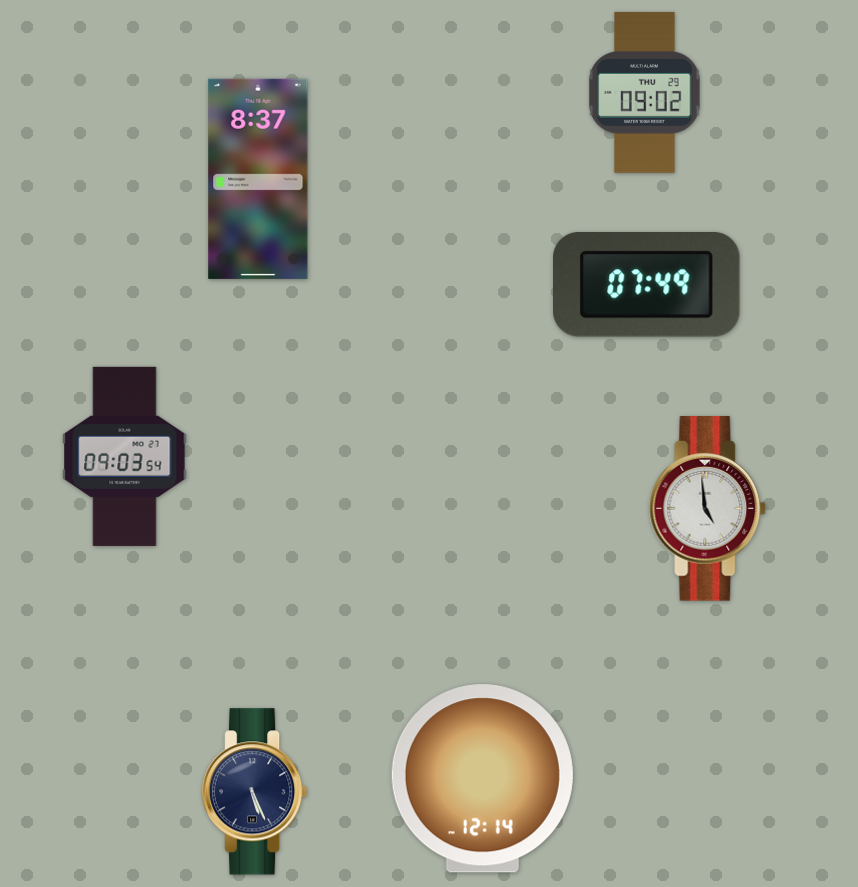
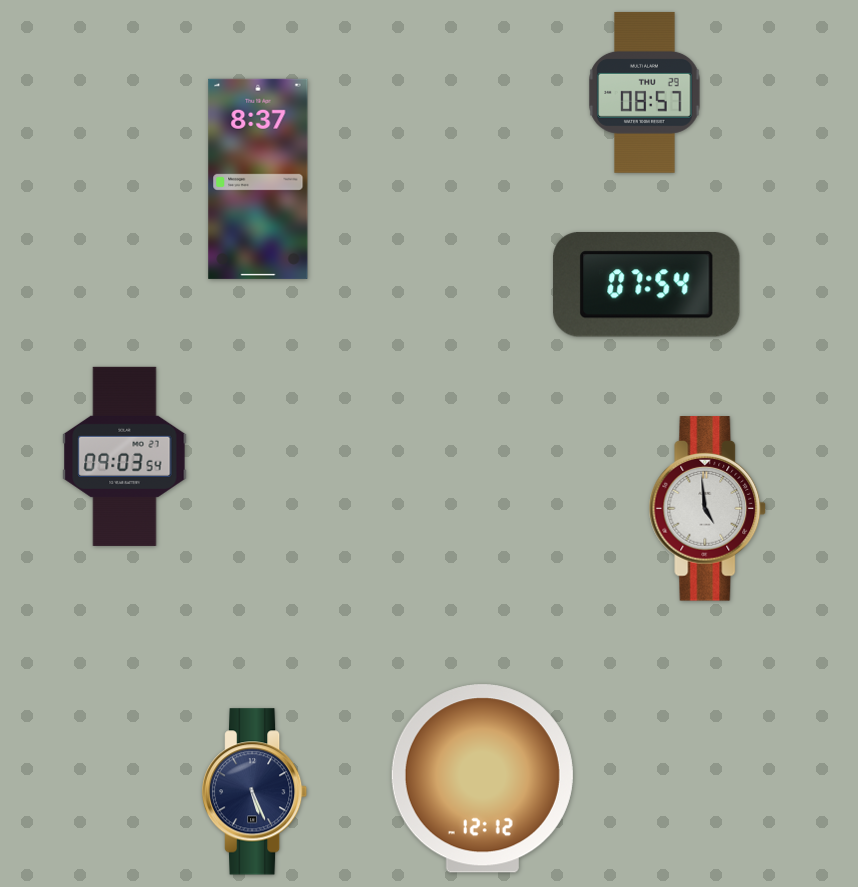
clock at (645, 92): 09:02 -> 08:57
clock at (647, 285): 07:49 -> 07:54
clock at (482, 779): 12:14 -> 12:12
